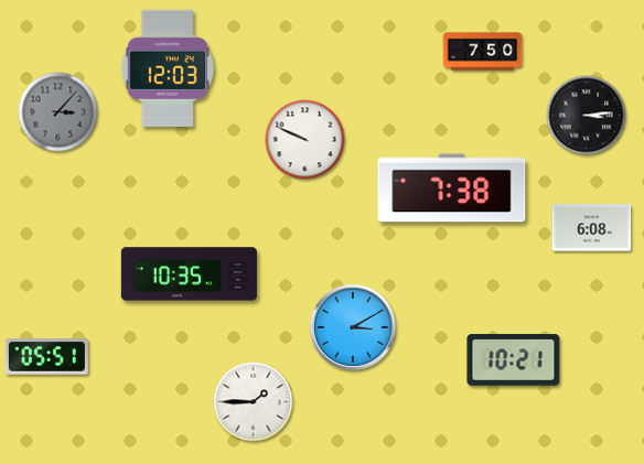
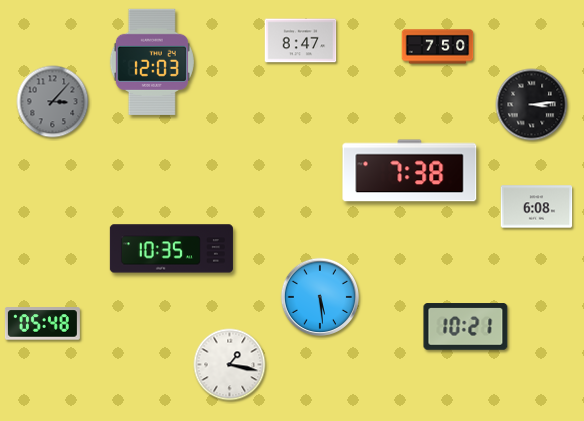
clock at (301, 41): none -> 8:47
clock at (305, 140): 9:49 -> none
clock at (352, 326): 3:10 -> 5:29
clock at (46, 357): 05:51 -> 05:48
clock at (254, 402): 1:45 -> 1:17
